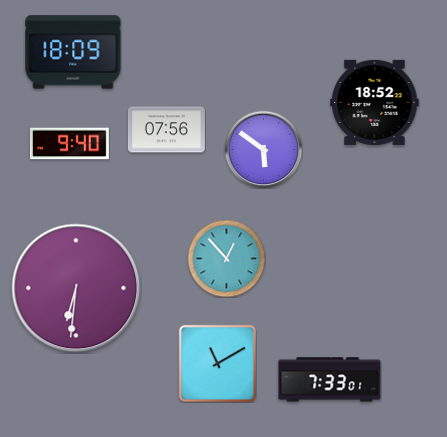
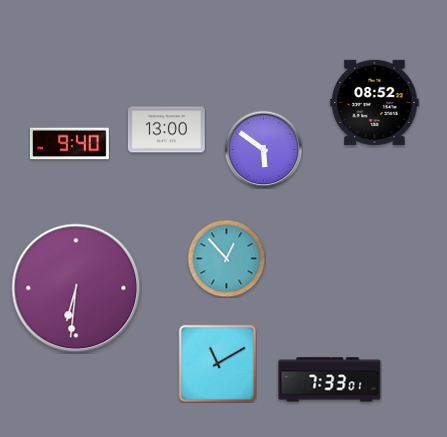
clock at (73, 52): 18:09 -> none
clock at (375, 102): 18:52 -> 08:52
clock at (166, 130): 07:56 -> 13:00
